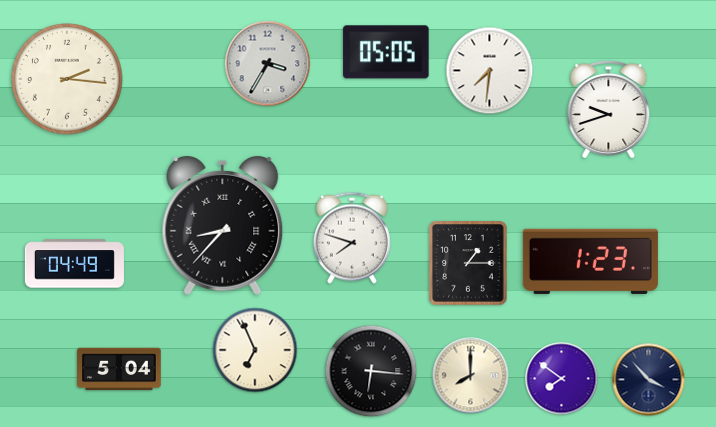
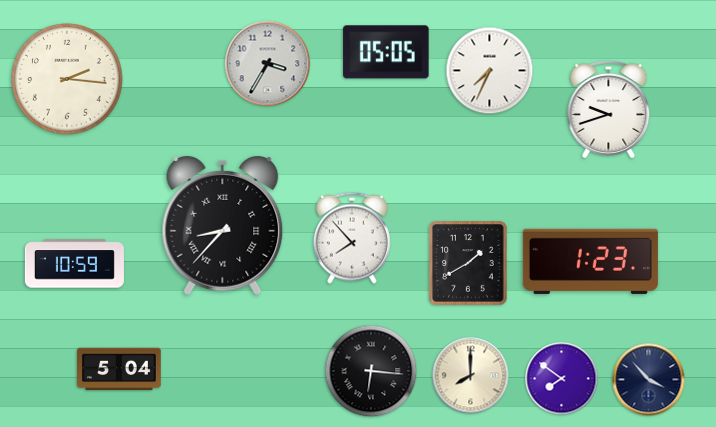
clock at (490, 71): 7:31 -> 7:34
clock at (352, 238): 7:48 -> 7:53
clock at (468, 263): 1:15 -> 1:40
clock at (74, 264): 04:49 -> 10:59
clock at (255, 350): 6:56 -> none
